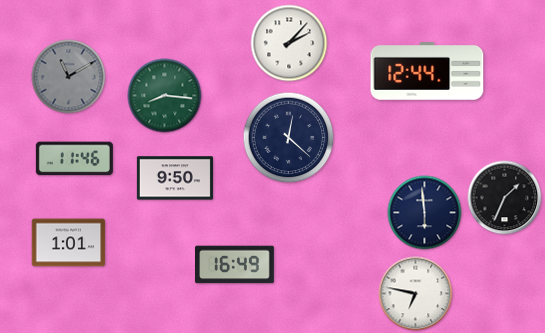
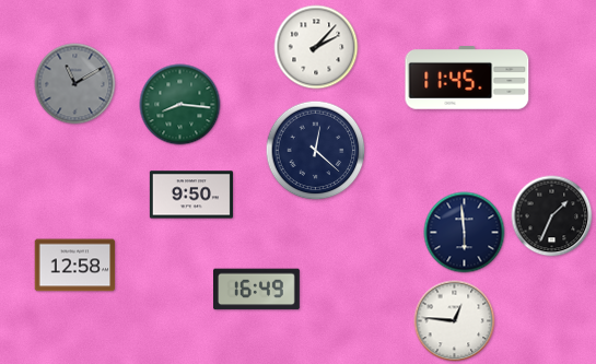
clock at (427, 71): 12:44 -> 11:45
clock at (74, 159): 11:46 -> none
clock at (69, 243): 1:01 -> 12:58
clock at (416, 294): 6:47 -> 12:46
